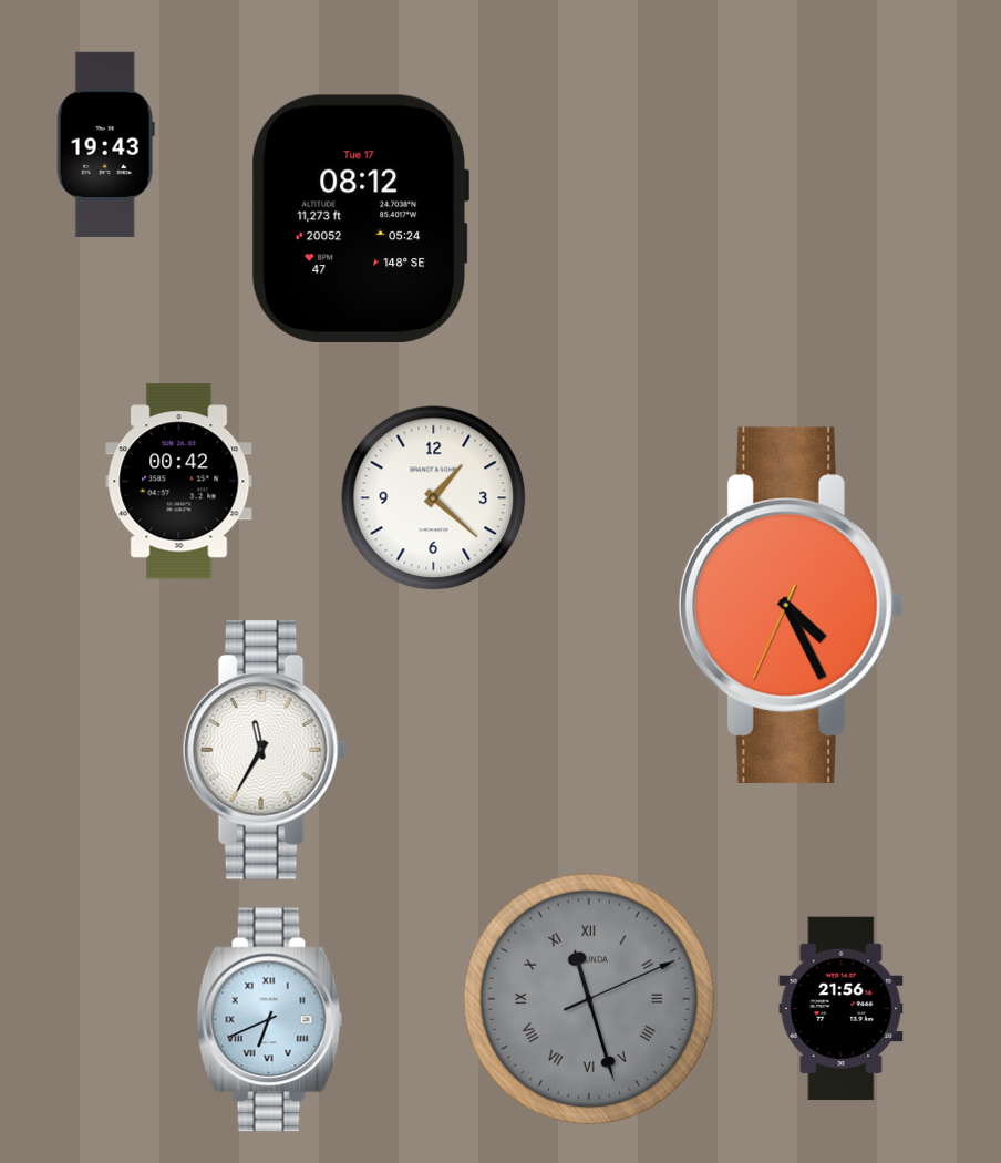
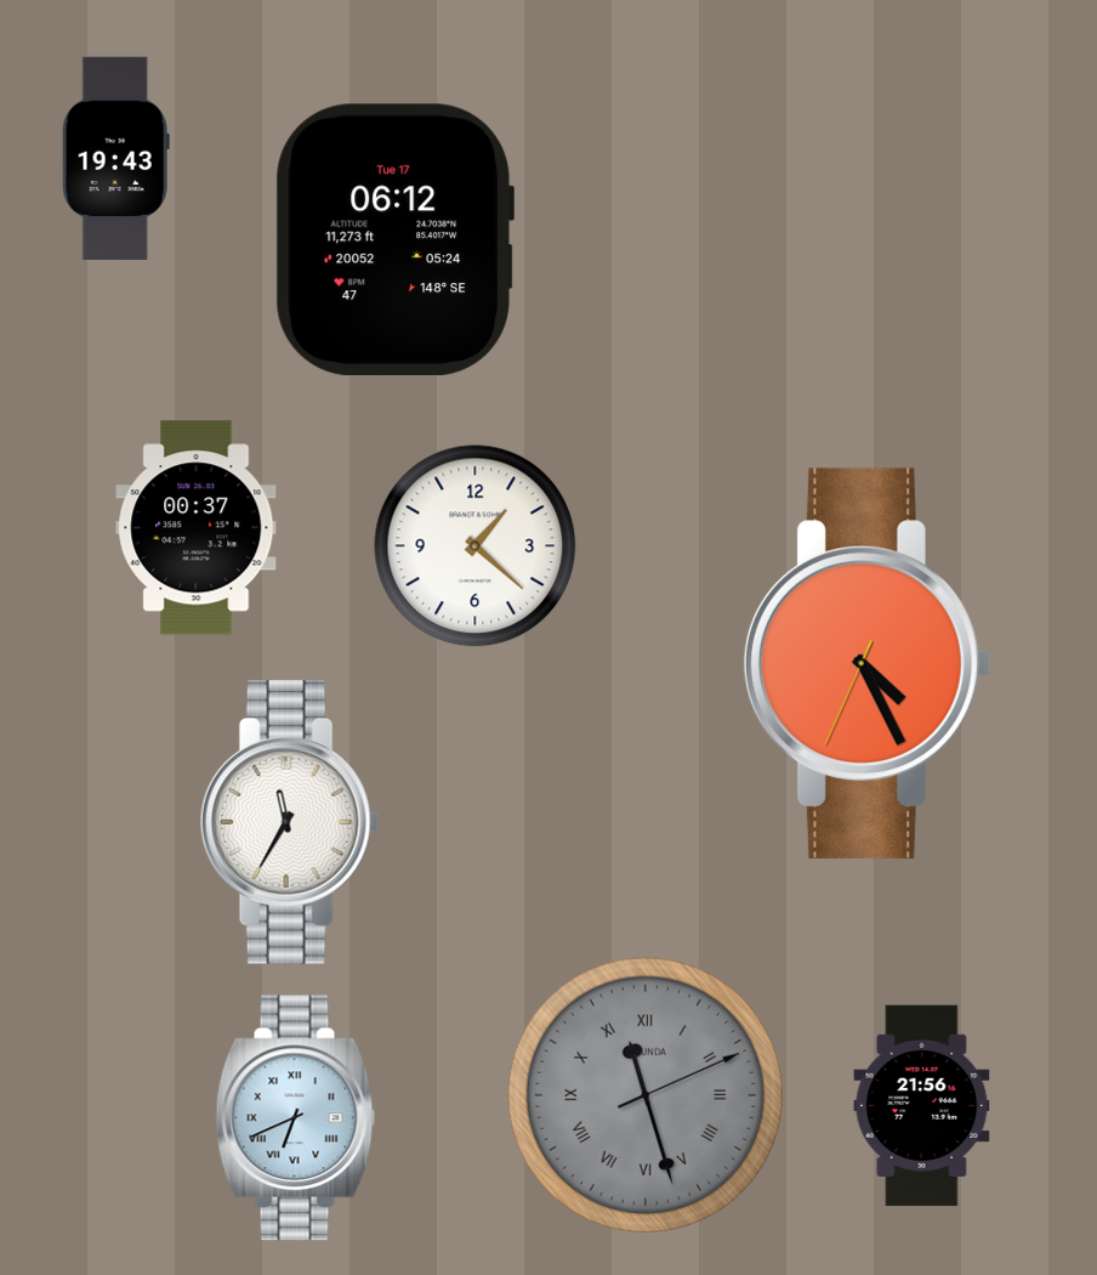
clock at (360, 218): 08:12 -> 06:12
clock at (179, 482): 00:42 -> 00:37
